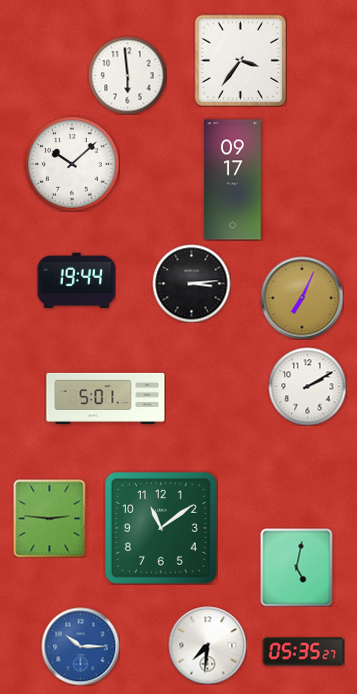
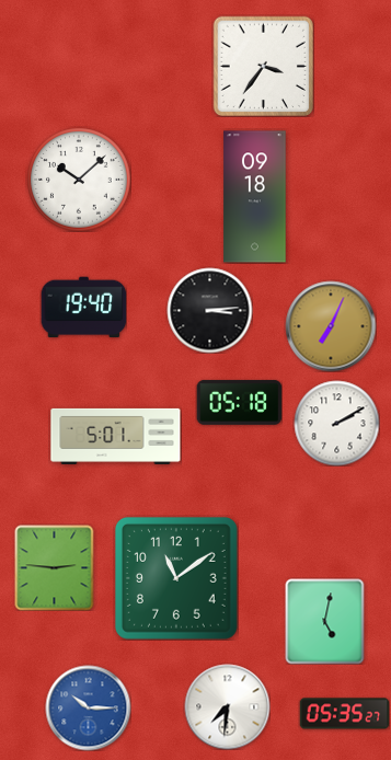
clock at (127, 75): 5:59 -> none
clock at (233, 180): 09:17 -> 09:18
clock at (76, 281): 19:44 -> 19:40
clock at (239, 402): none -> 05:18
clock at (303, 652) position: (303, 652) -> (344, 714)
